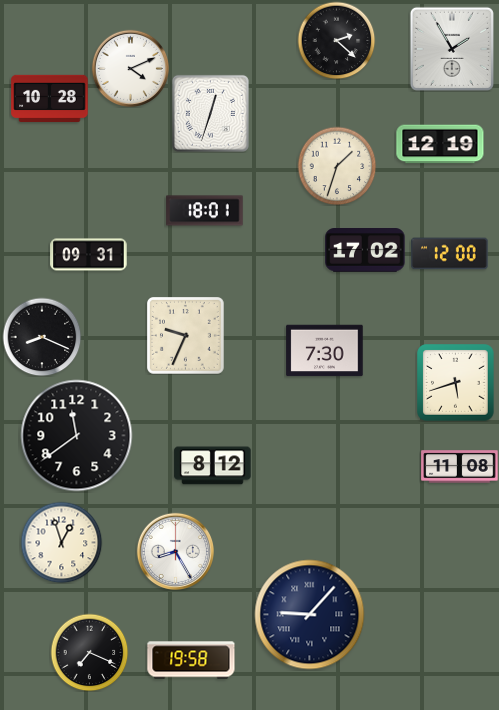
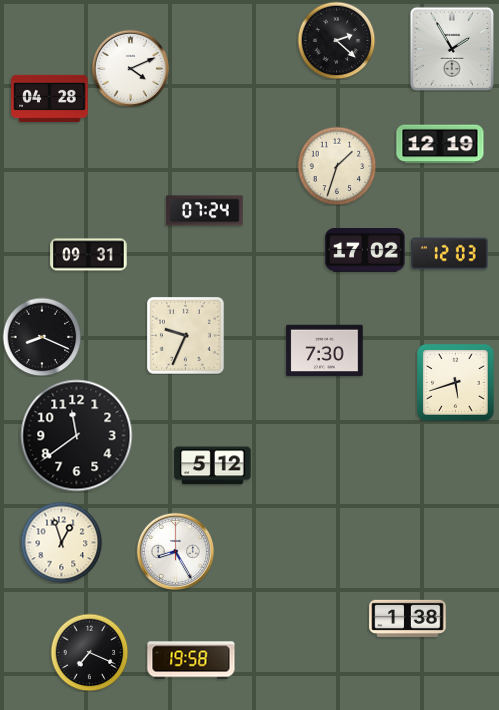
clock at (50, 99): 10:28 -> 04:28
clock at (210, 113): 12:33 -> none
clock at (205, 211): 18:01 -> 07:24
clock at (450, 254): 12:00 -> 12:03
clock at (213, 466): 8:12 -> 5:12
clock at (460, 467): 11:08 -> none
clock at (310, 615): 9:07 -> none
clock at (408, 618): none -> 1:38
